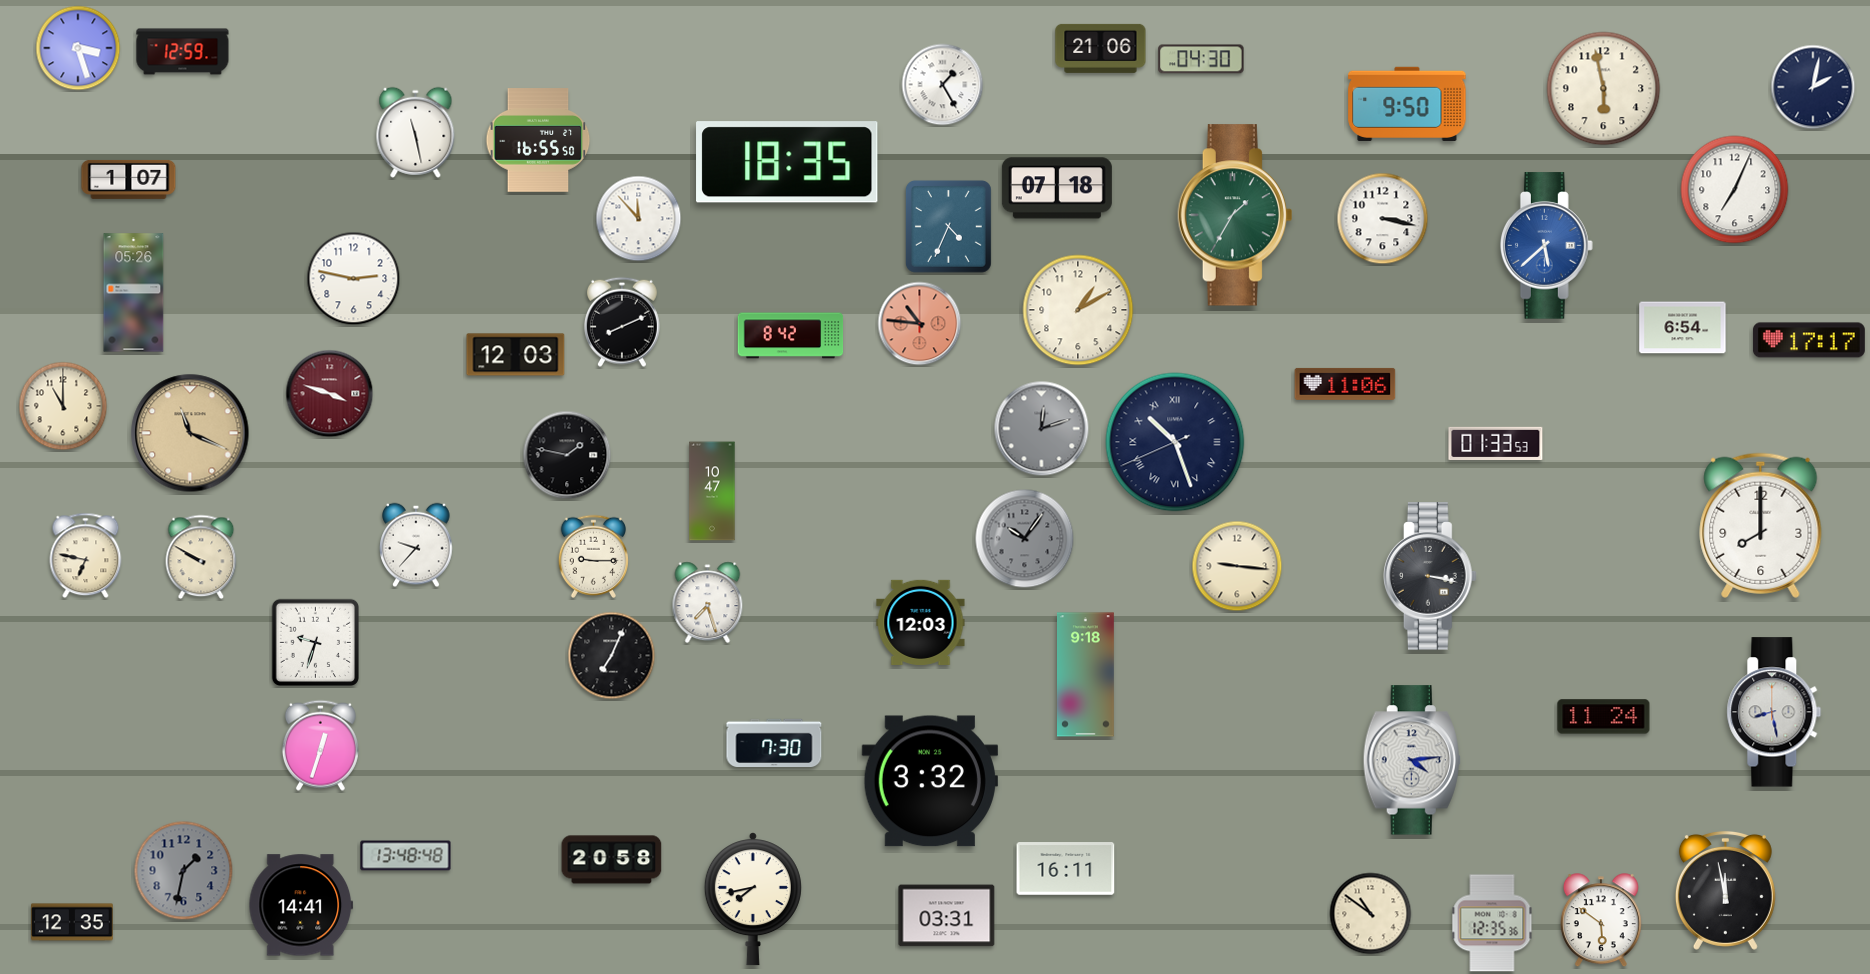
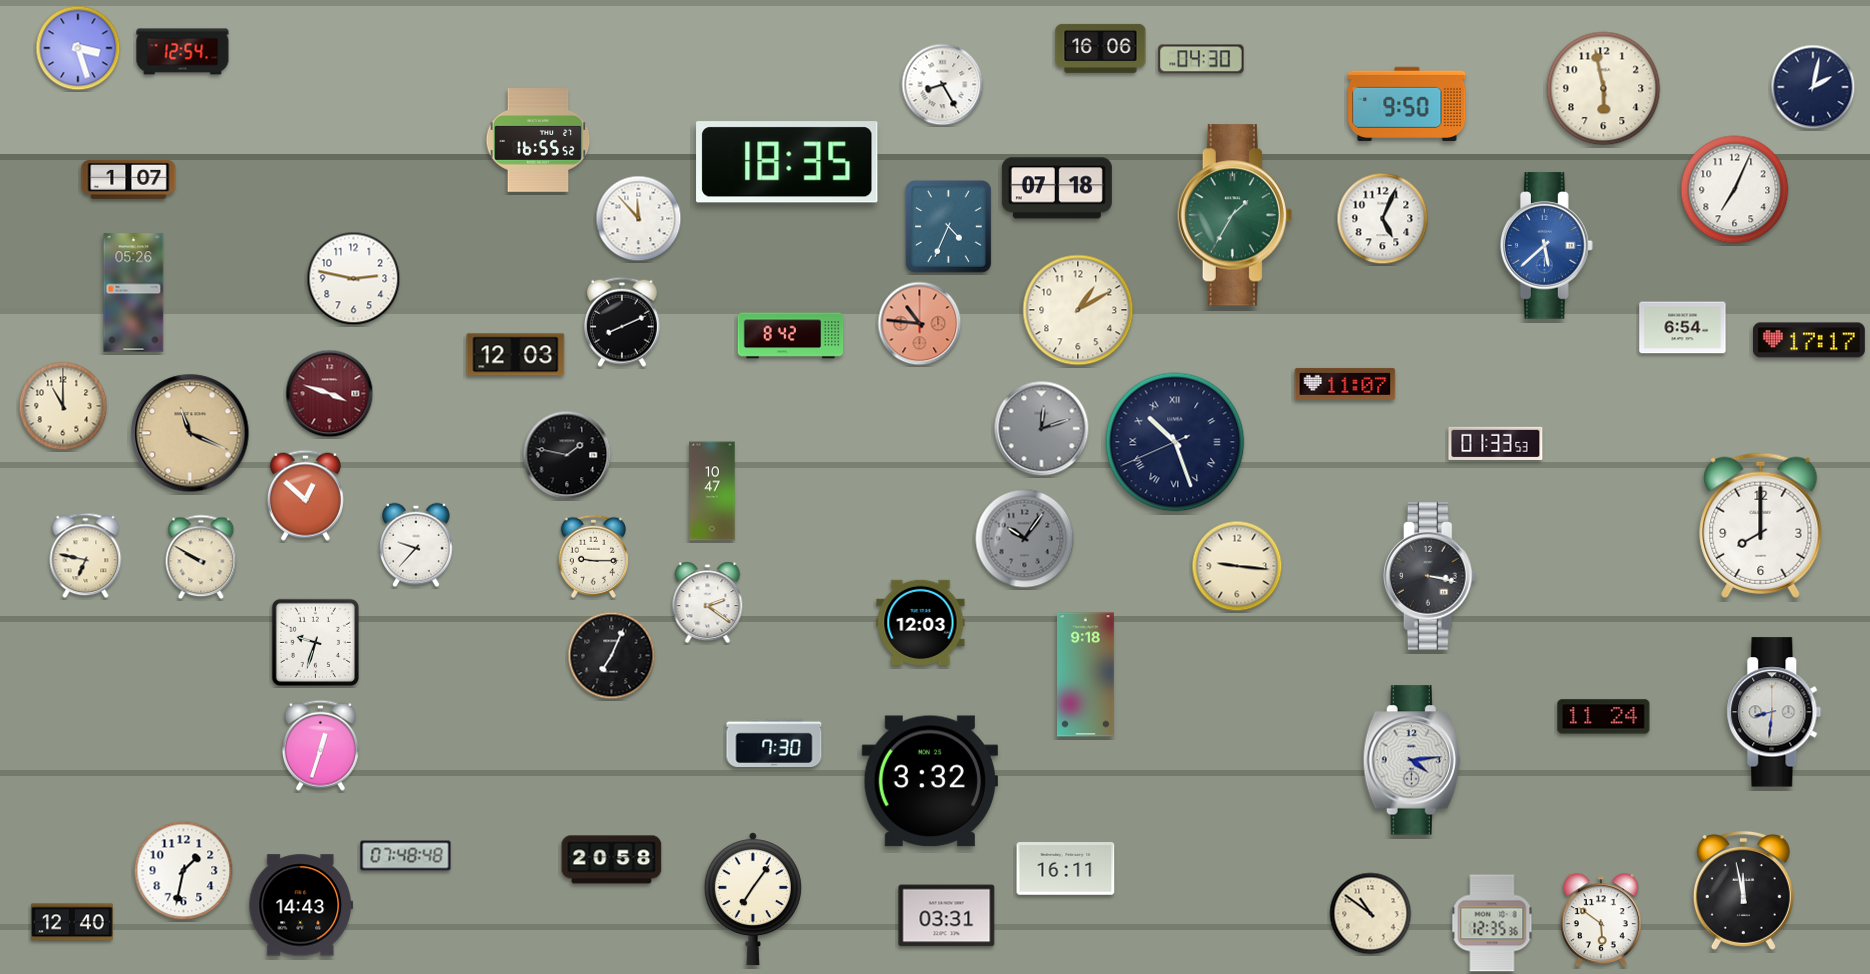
clock at (1101, 48): 21:06 -> 16:06
clock at (183, 52): 12:59 -> 12:54
clock at (943, 85): 1:25 -> 8:25
clock at (416, 132): 11:28 -> none
clock at (538, 140): 16:55:50 -> 16:55:52
clock at (1383, 219): 3:17 -> 5:04
clock at (1345, 384): 11:06 -> 11:07
clock at (305, 495): none -> 12:52
clock at (708, 603): 7:27 -> 2:21
clock at (1774, 712): 8:28 -> 8:31
clock at (406, 856): 13:48 -> 07:48
clock at (184, 871) dial: grey -> white
clock at (1725, 890) position: (1725, 890) -> (1743, 890)
clock at (753, 899): 7:43 -> 7:06
clock at (301, 905): 14:41 -> 14:43
clock at (72, 922): 12:35 -> 12:40
